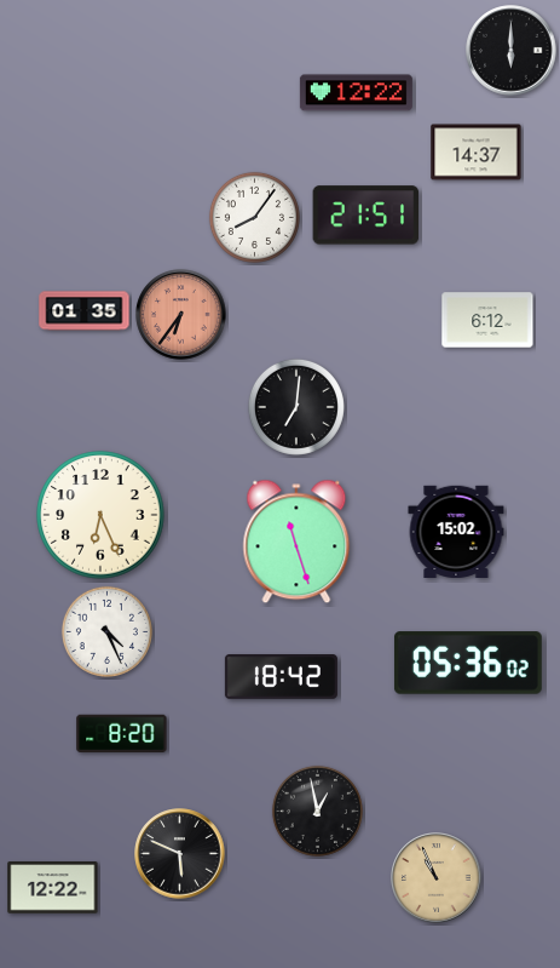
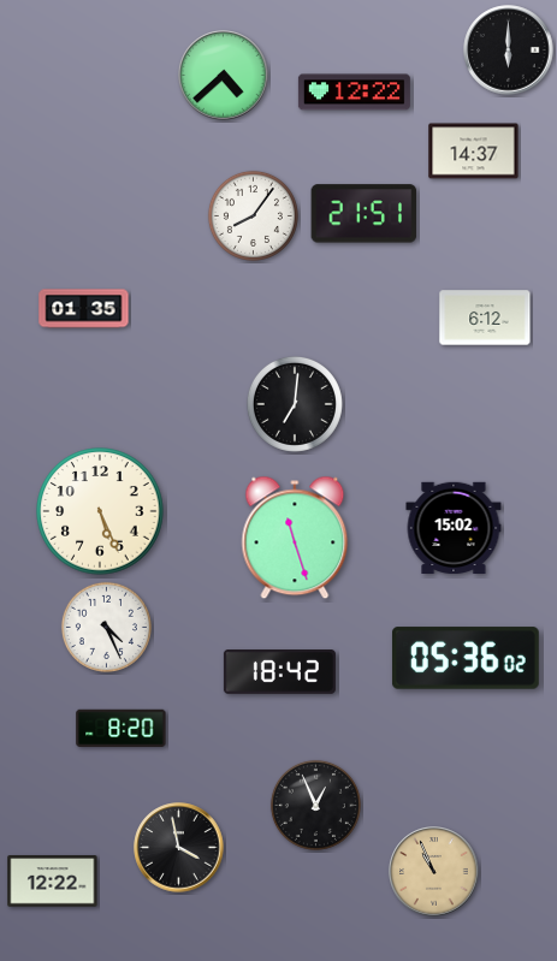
clock at (224, 76): none -> 4:38
clock at (181, 315): 6:36 -> none
clock at (100, 515): 6:26 -> 5:26
clock at (317, 811): 12:58 -> 12:56
clock at (180, 854): 5:49 -> 3:58
